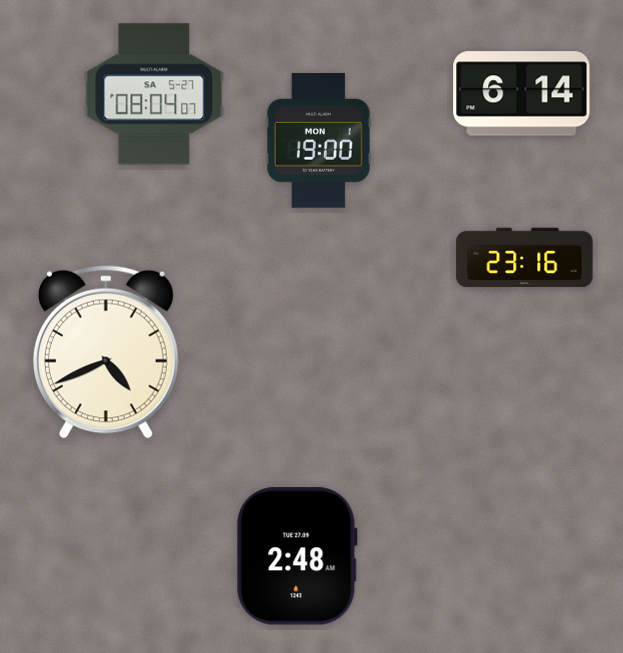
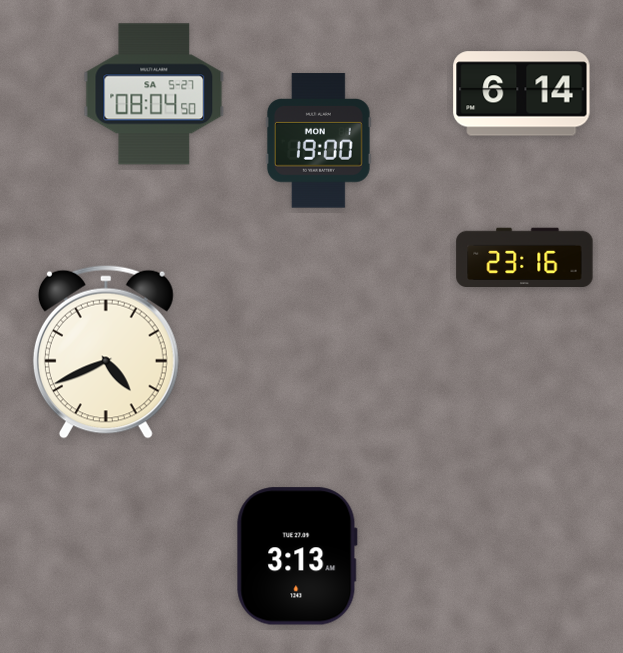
clock at (154, 94): 08:04:07 -> 08:04:50
clock at (297, 556): 2:48 -> 3:13
